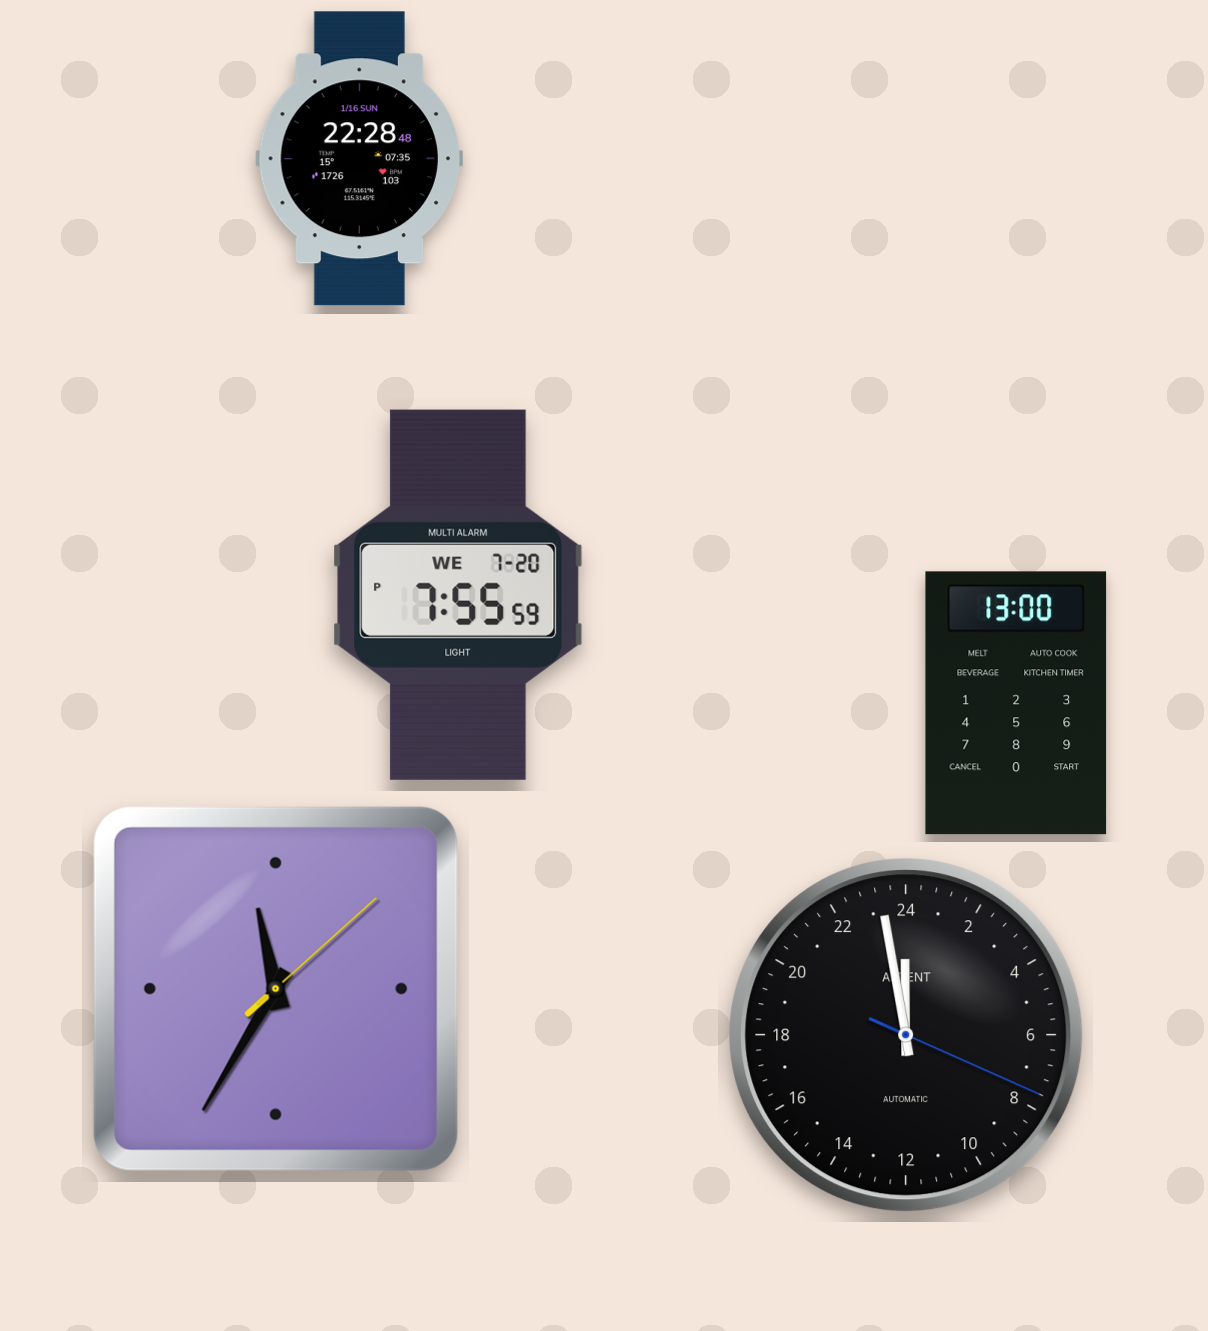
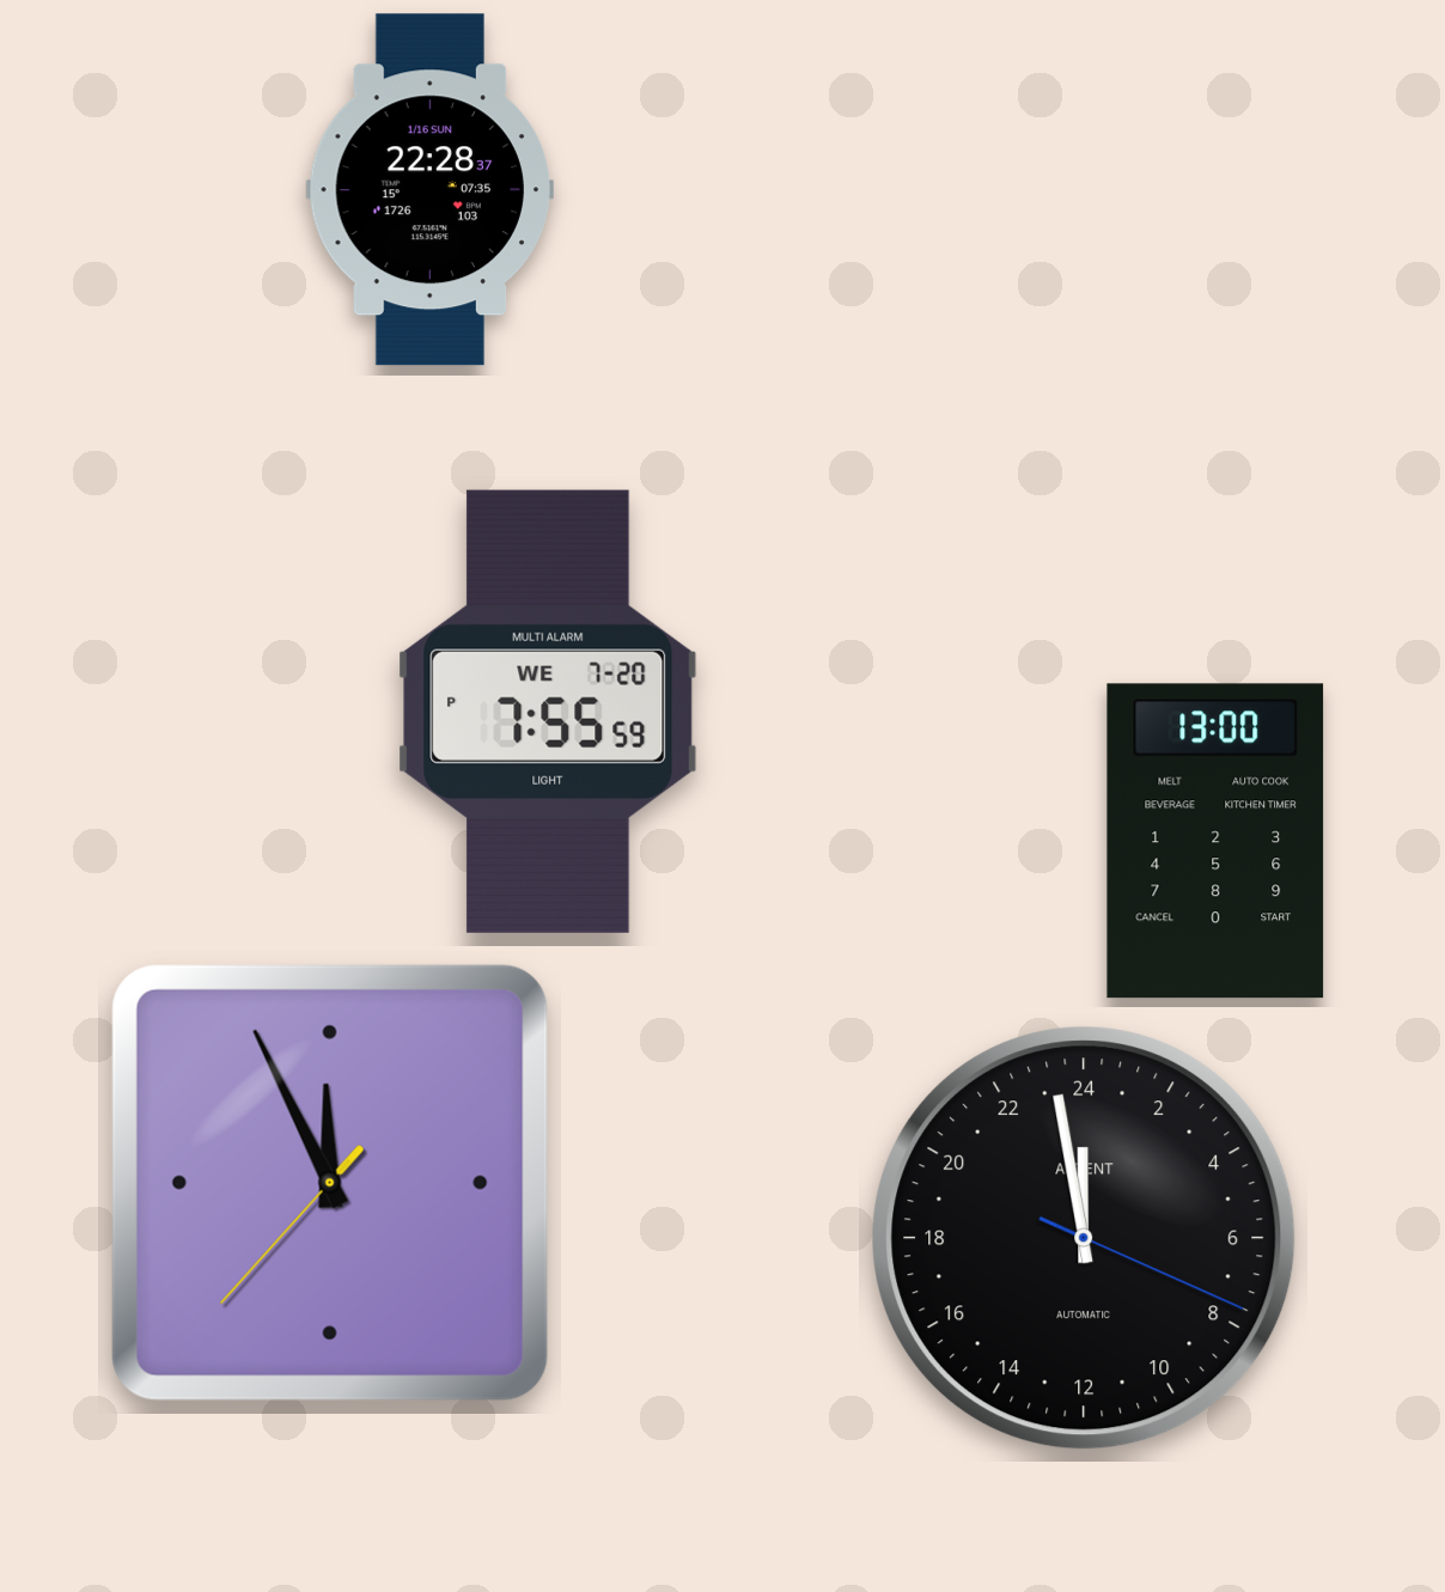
clock at (359, 159): 22:28:48 -> 22:28:37
clock at (276, 989): 11:35 -> 11:55
